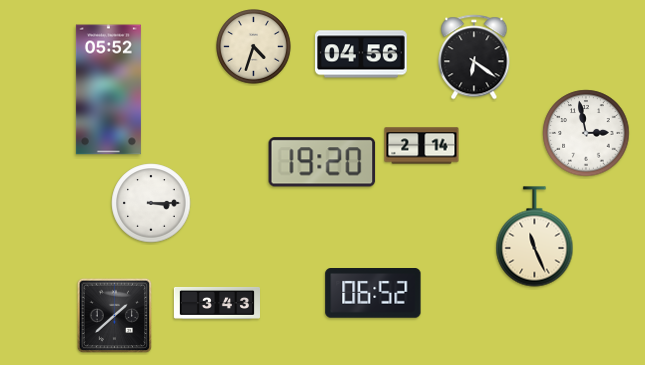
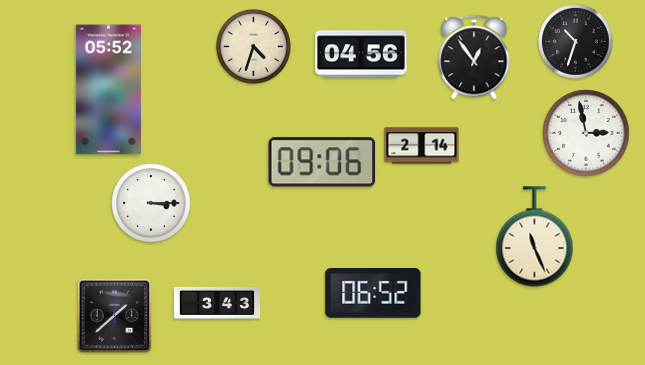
clock at (576, 42): none -> 10:33
clock at (474, 57): 6:21 -> 12:54
clock at (322, 162): 19:20 -> 09:06
